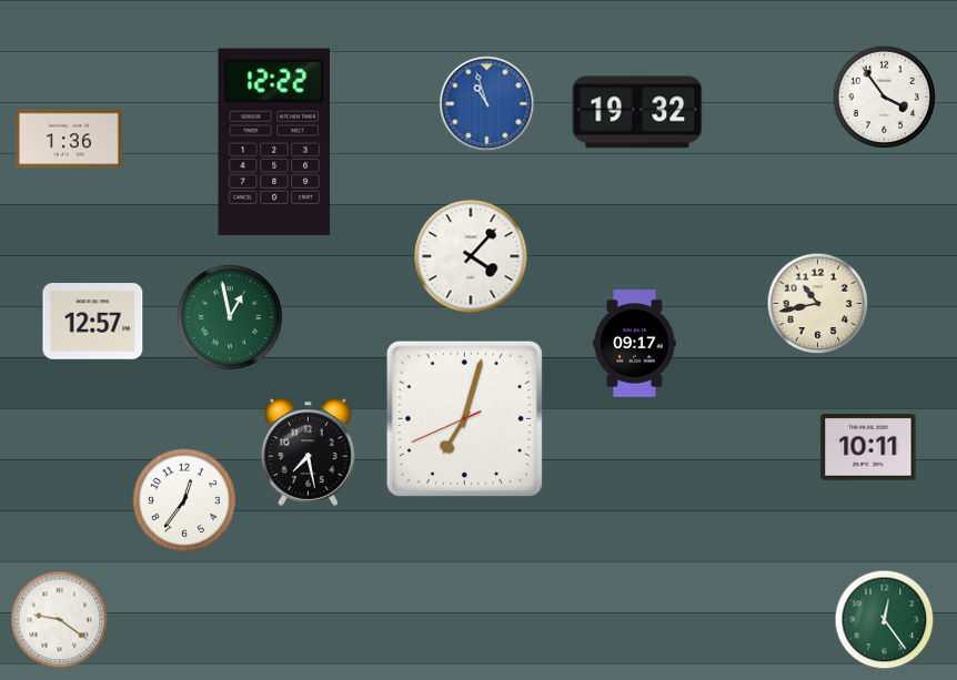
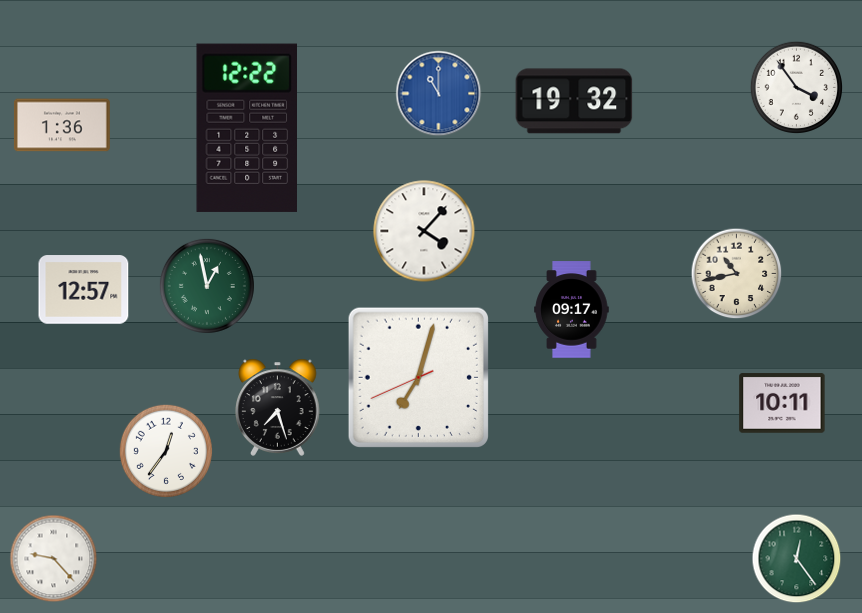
clock at (487, 104): 10:57 -> 11:00
clock at (309, 451): 7:28 -> 7:27
clock at (60, 620): 9:21 -> 9:23
